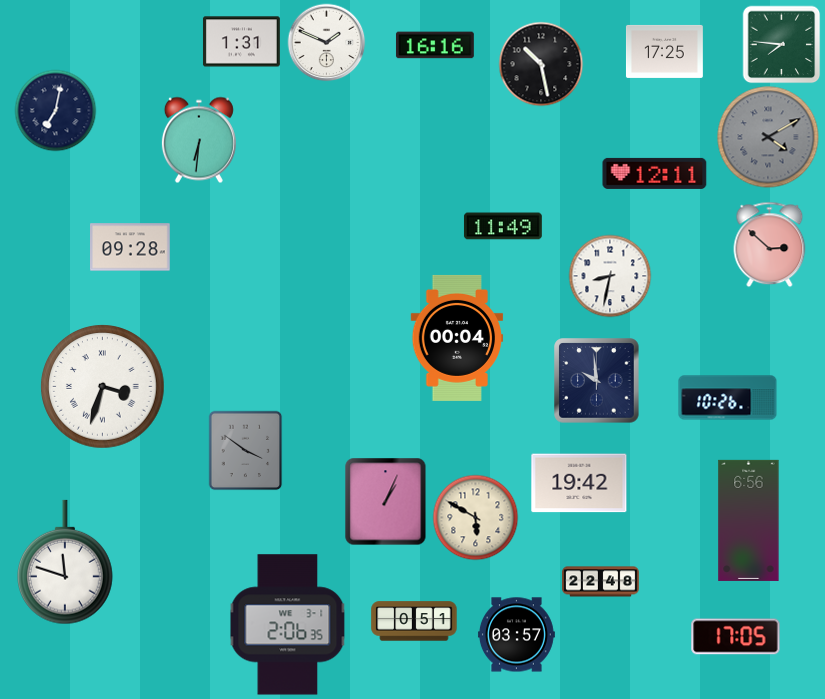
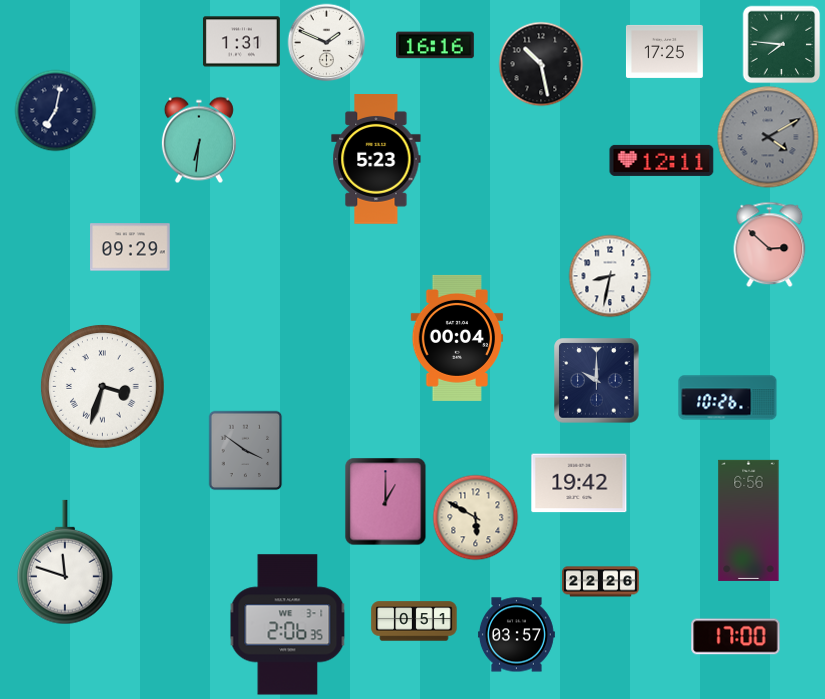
clock at (376, 160): none -> 5:23
clock at (655, 173) position: (655, 173) -> (662, 160)
clock at (503, 226): 11:49 -> none
clock at (130, 247): 09:28 -> 09:29
clock at (597, 381): 9:59 -> 10:00
clock at (386, 501): 1:04 -> 1:00
clock at (601, 582): 22:48 -> 22:26
clock at (736, 637): 17:05 -> 17:00
